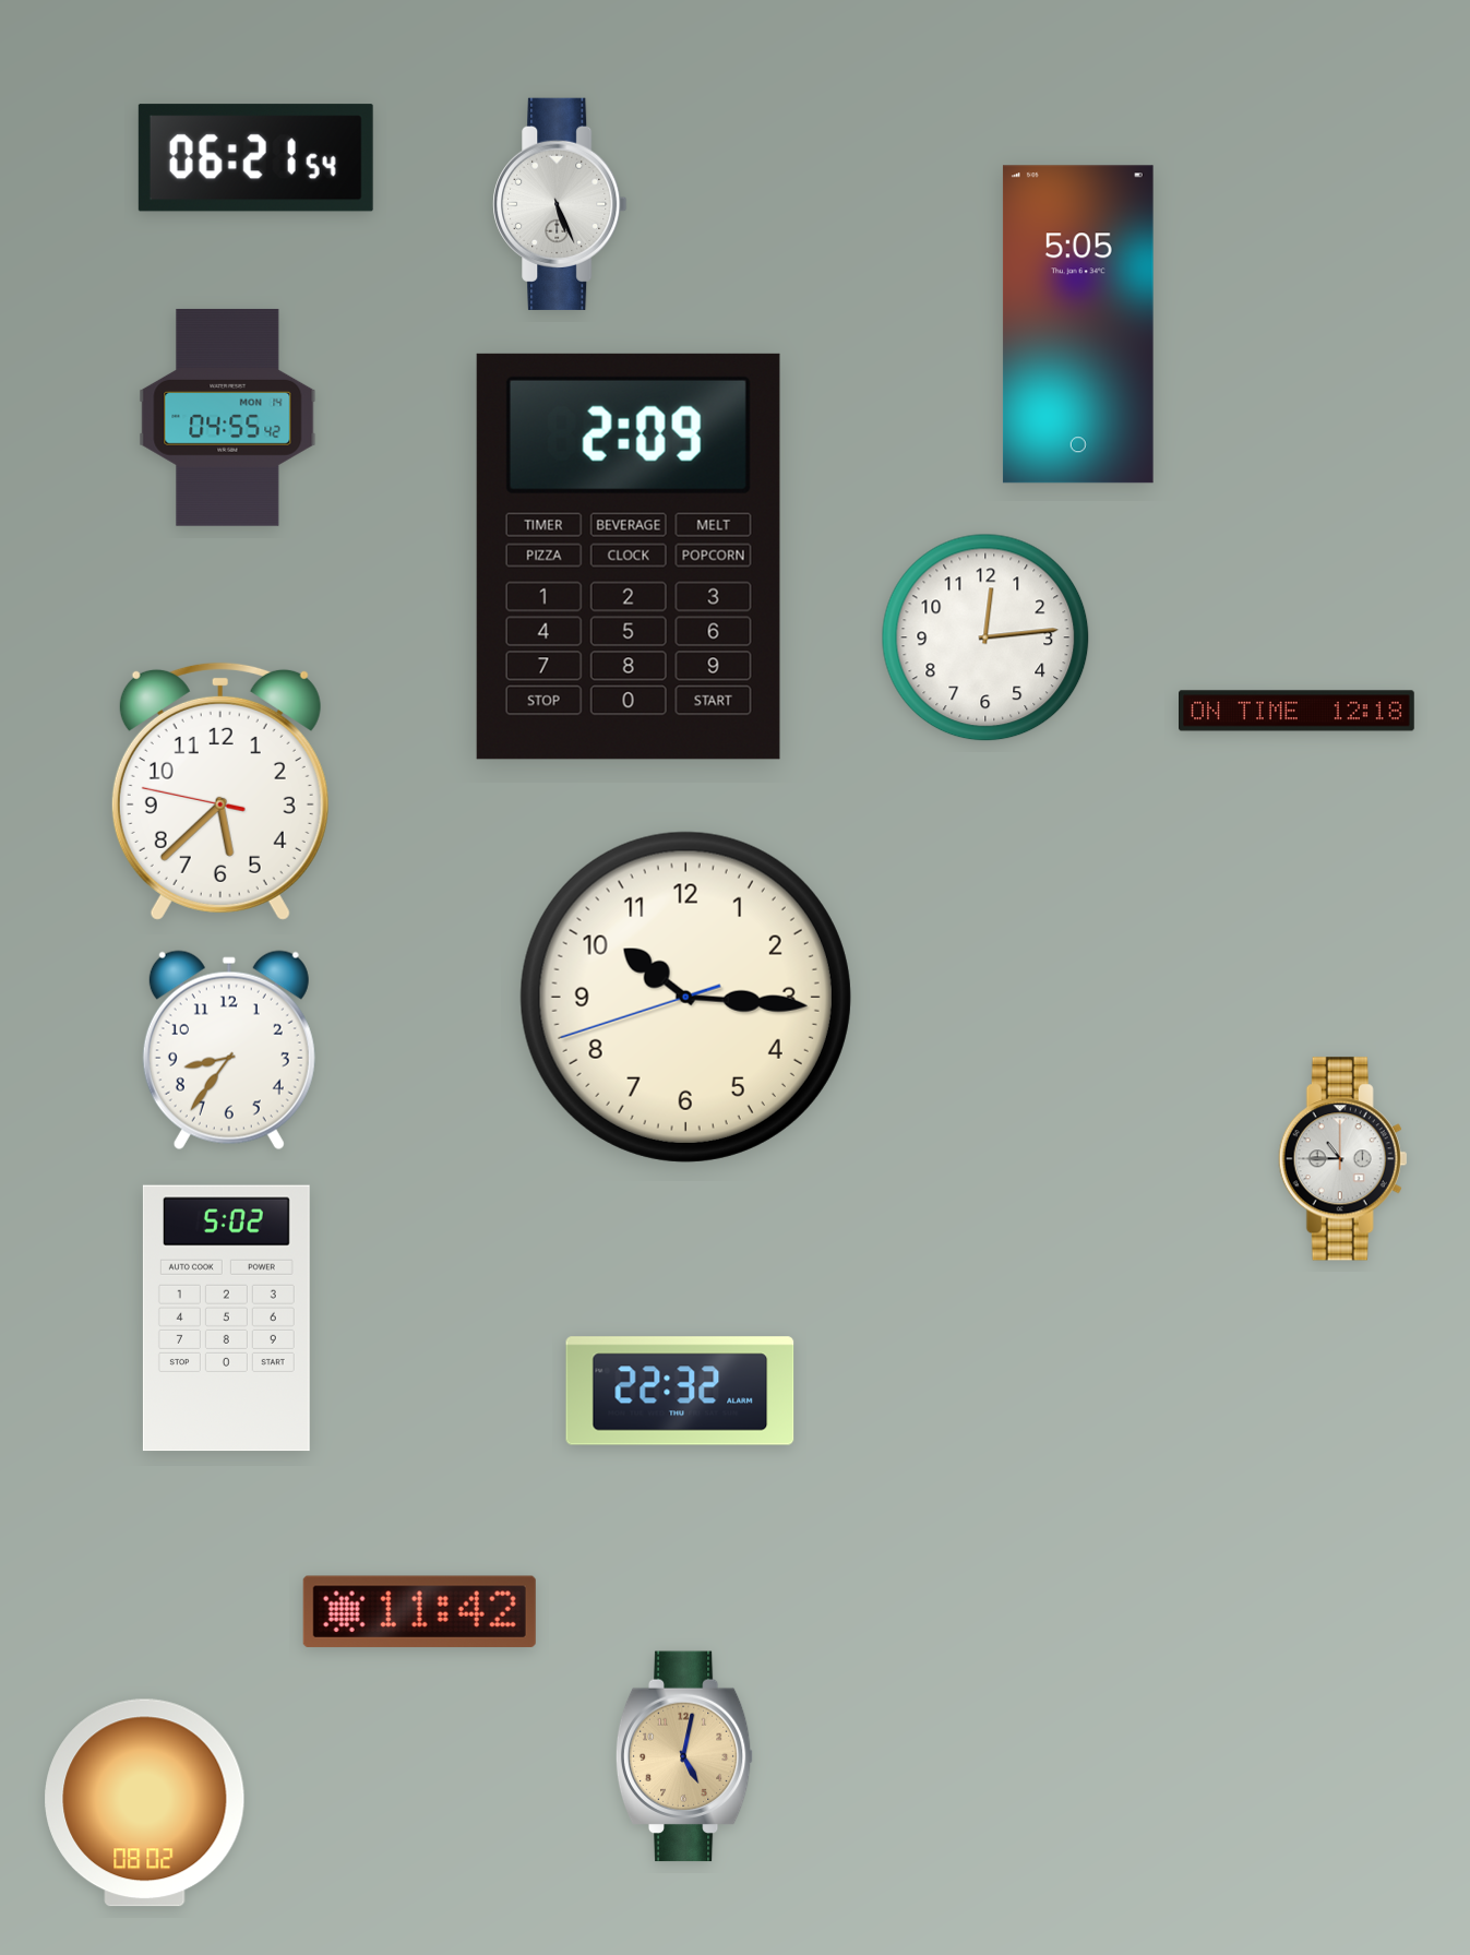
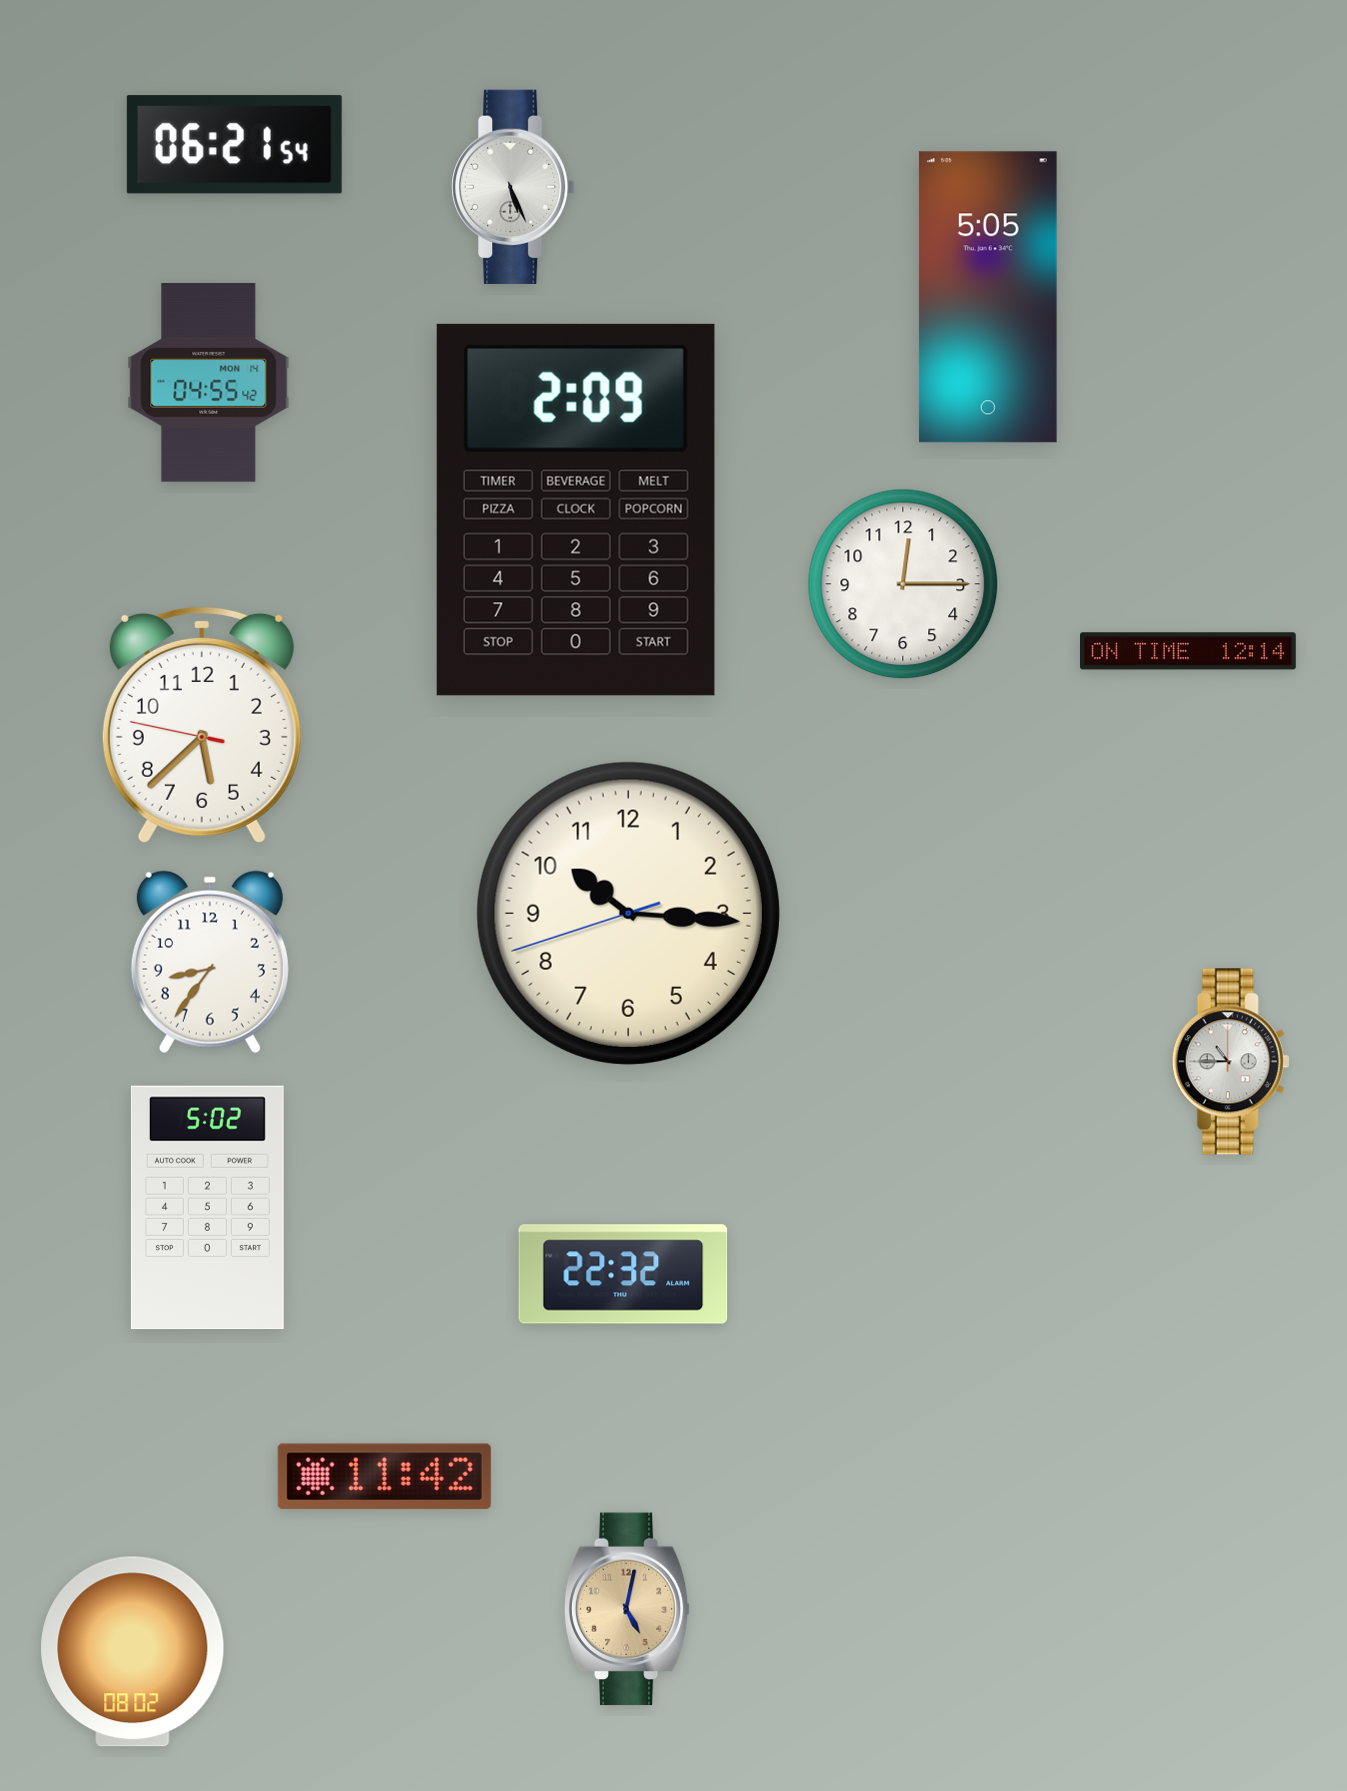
clock at (985, 637): 12:14 -> 12:15
clock at (1298, 711): 12:18 -> 12:14
